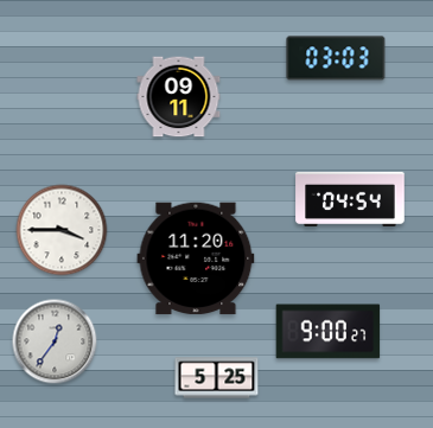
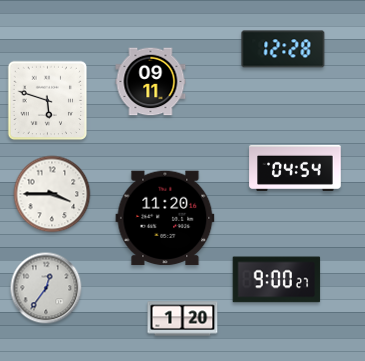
clock at (336, 58): 03:03 -> 12:28
clock at (48, 101): none -> 5:48
clock at (217, 378): 5:25 -> 1:20
